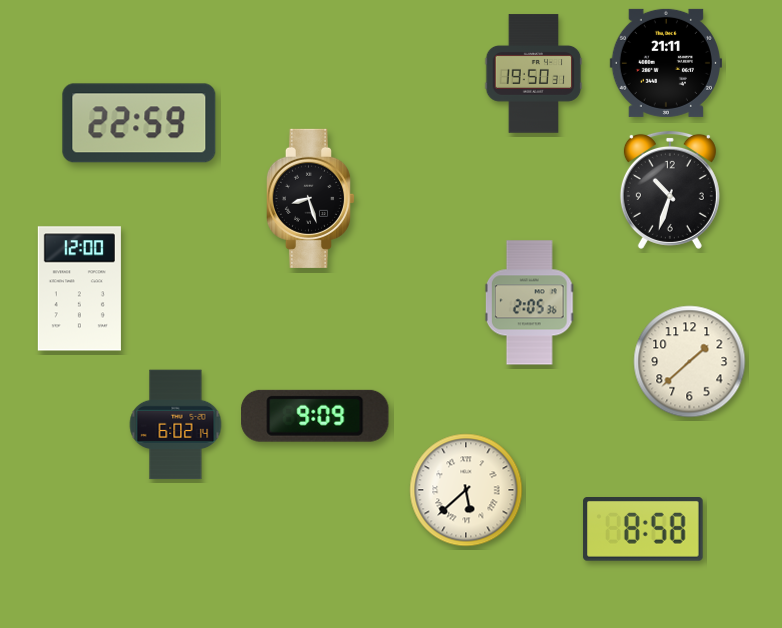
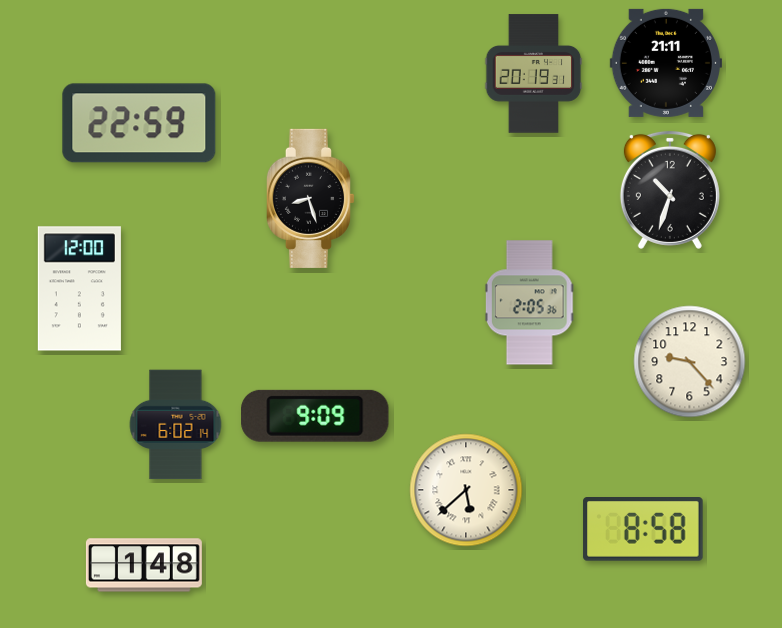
clock at (534, 74): 19:50 -> 20:19
clock at (690, 362): 1:38 -> 9:23
clock at (144, 565): none -> 1:48
